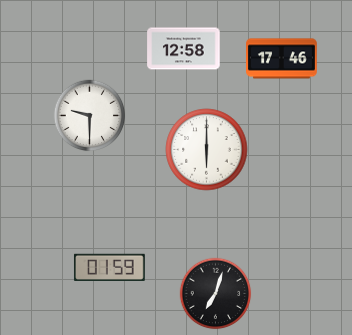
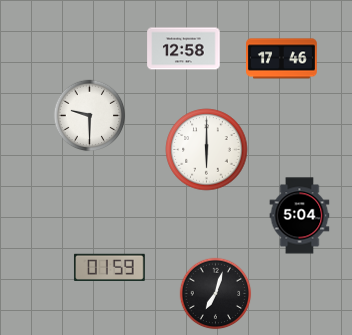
clock at (300, 216): none -> 5:04
